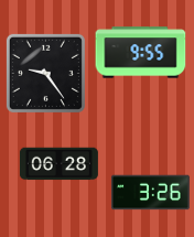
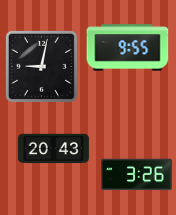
clock at (45, 73): 9:24 -> 9:02
clock at (58, 164): 06:28 -> 20:43
